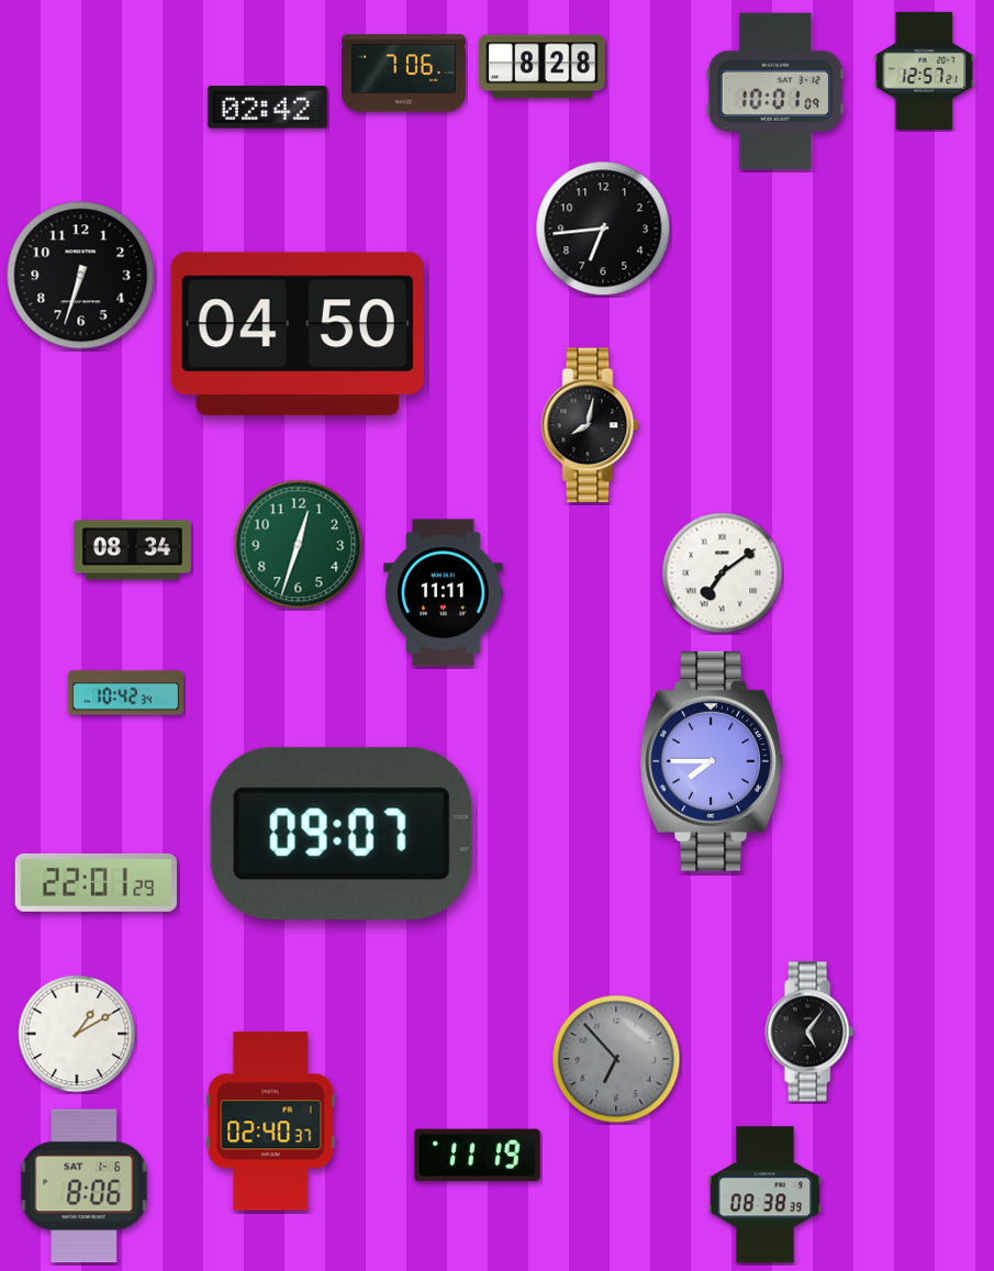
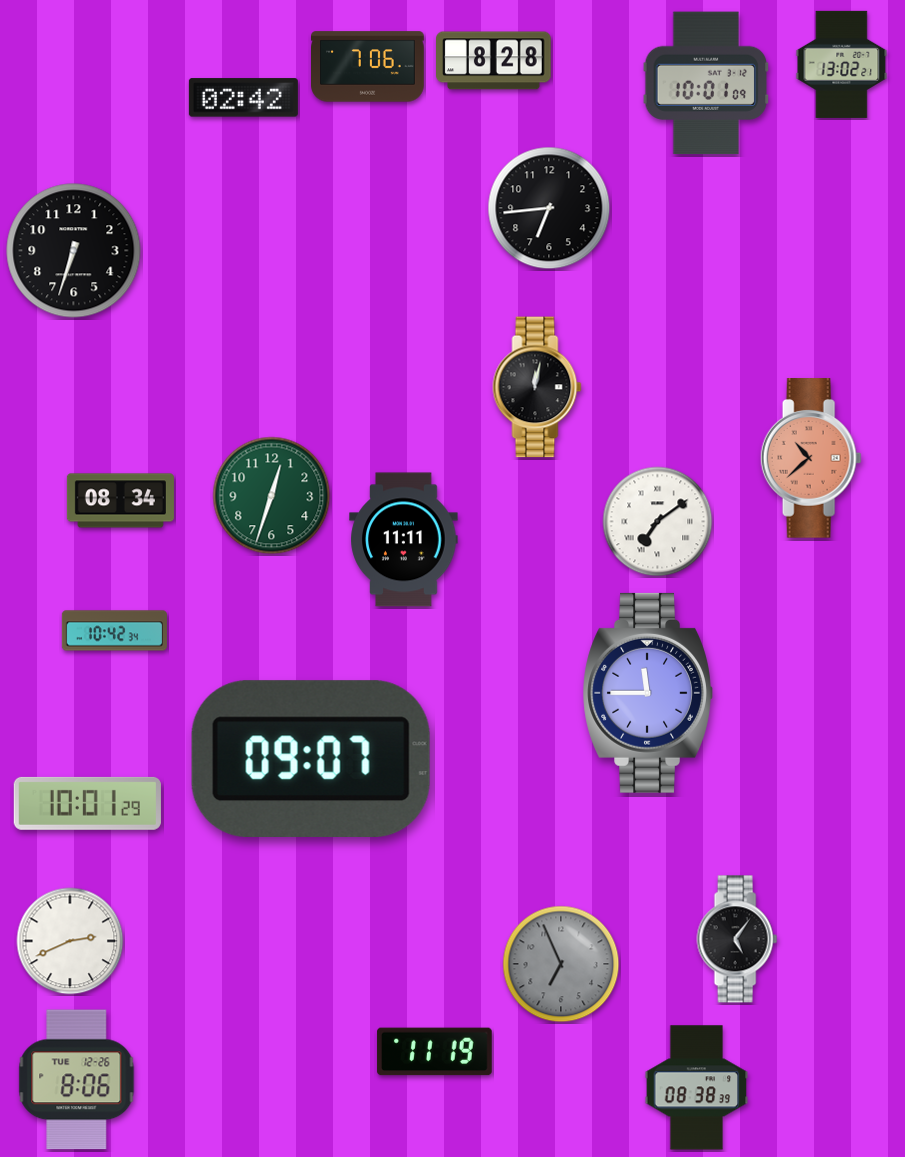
clock at (925, 70): 12:57 -> 13:02
clock at (298, 334): 04:50 -> none
clock at (590, 425): 8:02 -> 12:02
clock at (811, 458): none -> 10:38
clock at (712, 761): 7:45 -> 11:45
clock at (96, 882): 22:01 -> 10:01
clock at (77, 1034): 1:10 -> 2:41
clock at (616, 1059): 6:53 -> 6:56
clock at (271, 1122): 02:40 -> none
clock at (85, 1186) date: SAT 1-6 -> TUE 12-26
